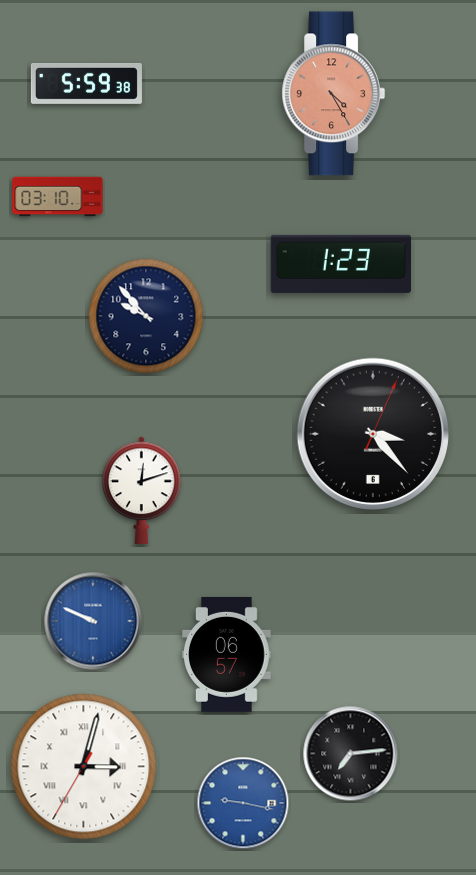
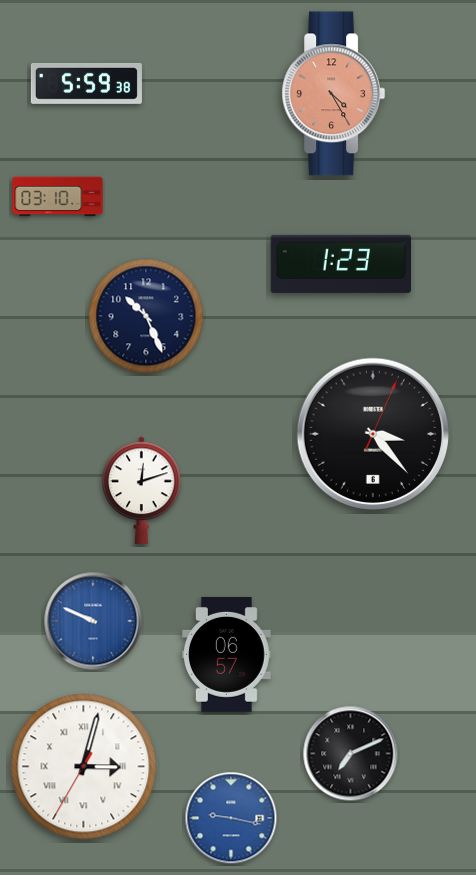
clock at (146, 316): 9:53 -> 10:26
clock at (351, 754): 7:14 -> 7:11
clock at (243, 803) position: (243, 803) -> (231, 818)
